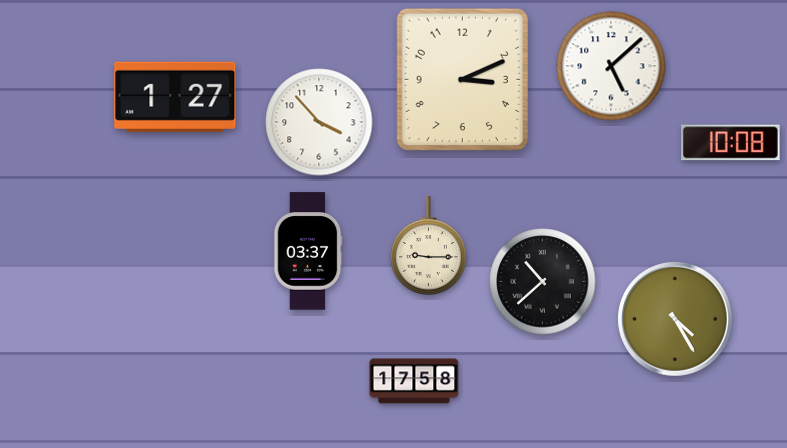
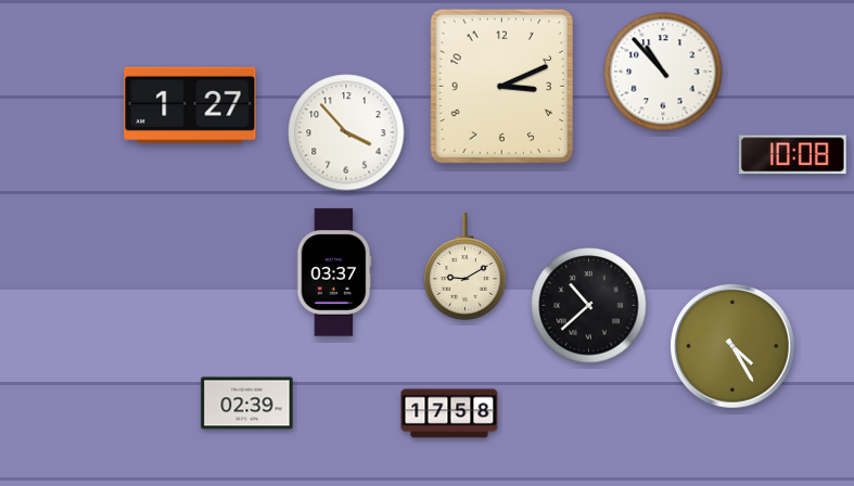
clock at (611, 66): 5:08 -> 10:53
clock at (428, 246): 9:15 -> 9:10
clock at (247, 404): none -> 02:39
